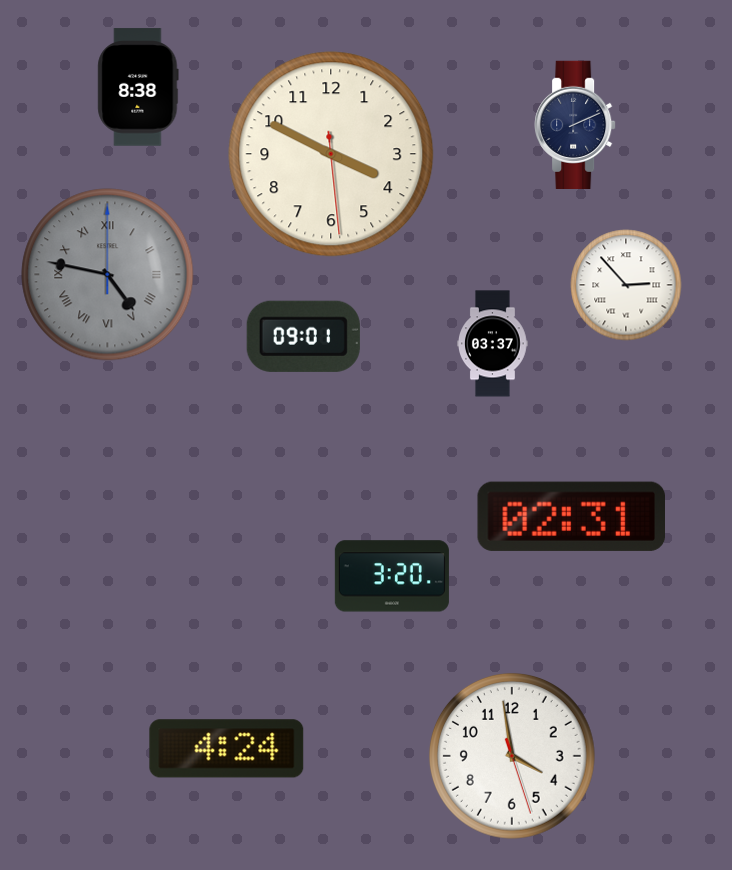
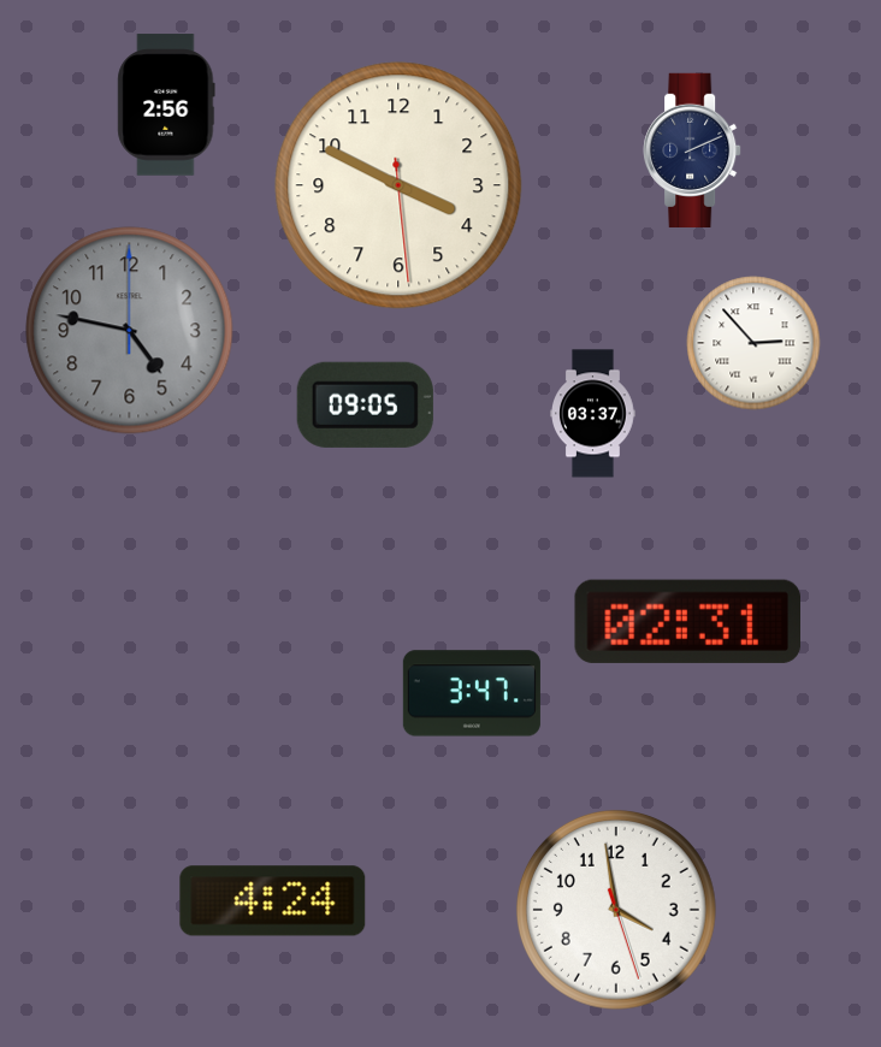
clock at (138, 87): 8:38 -> 2:56
clock at (108, 275) numerals: Roman -> Arabic
clock at (303, 336): 09:01 -> 09:05
clock at (392, 576): 3:20 -> 3:47
